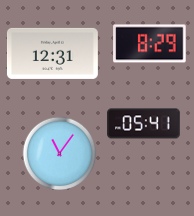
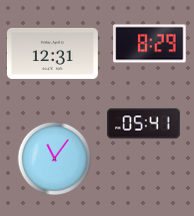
clock at (60, 154) position: (60, 154) -> (55, 159)
